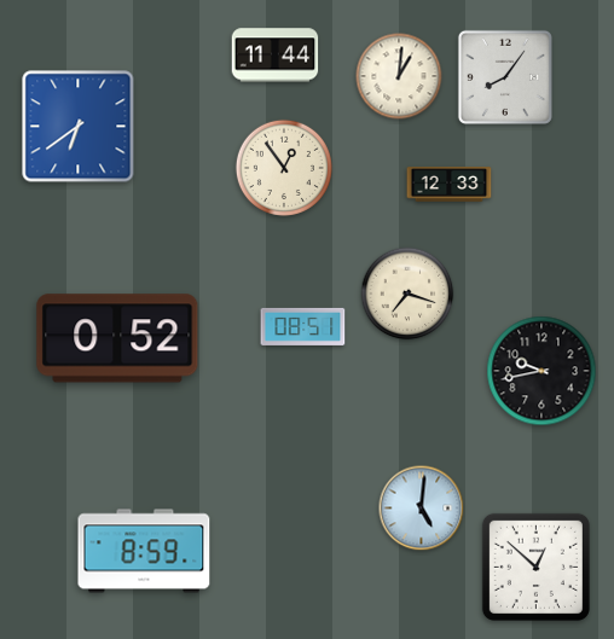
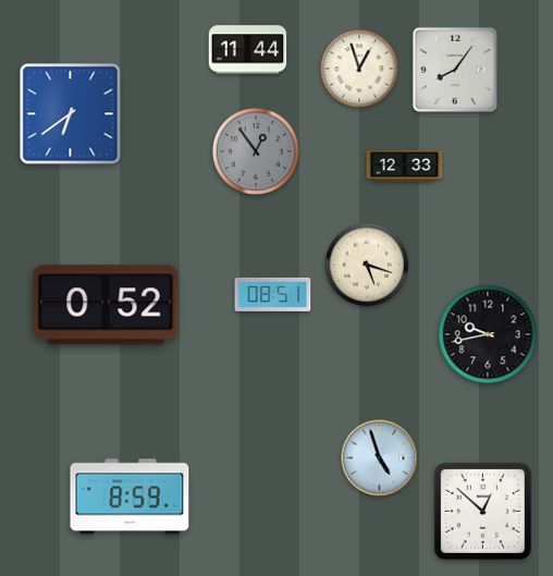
clock at (399, 76): 1:01 -> 12:57
clock at (284, 168) dial: cream -> grey
clock at (407, 294): 7:18 -> 5:18
clock at (422, 509): 5:01 -> 4:57
